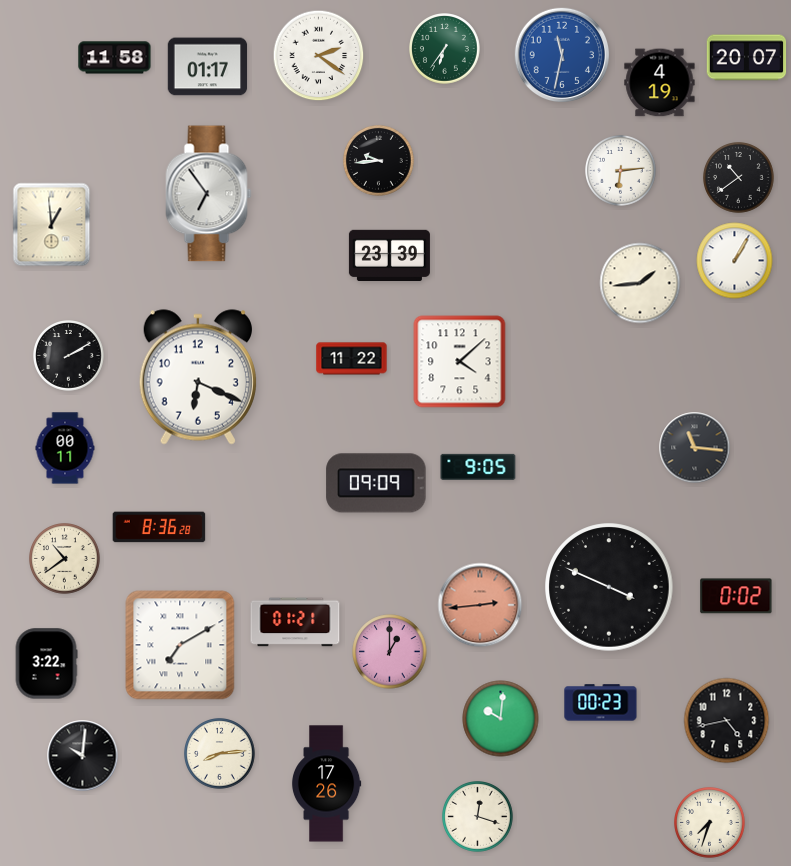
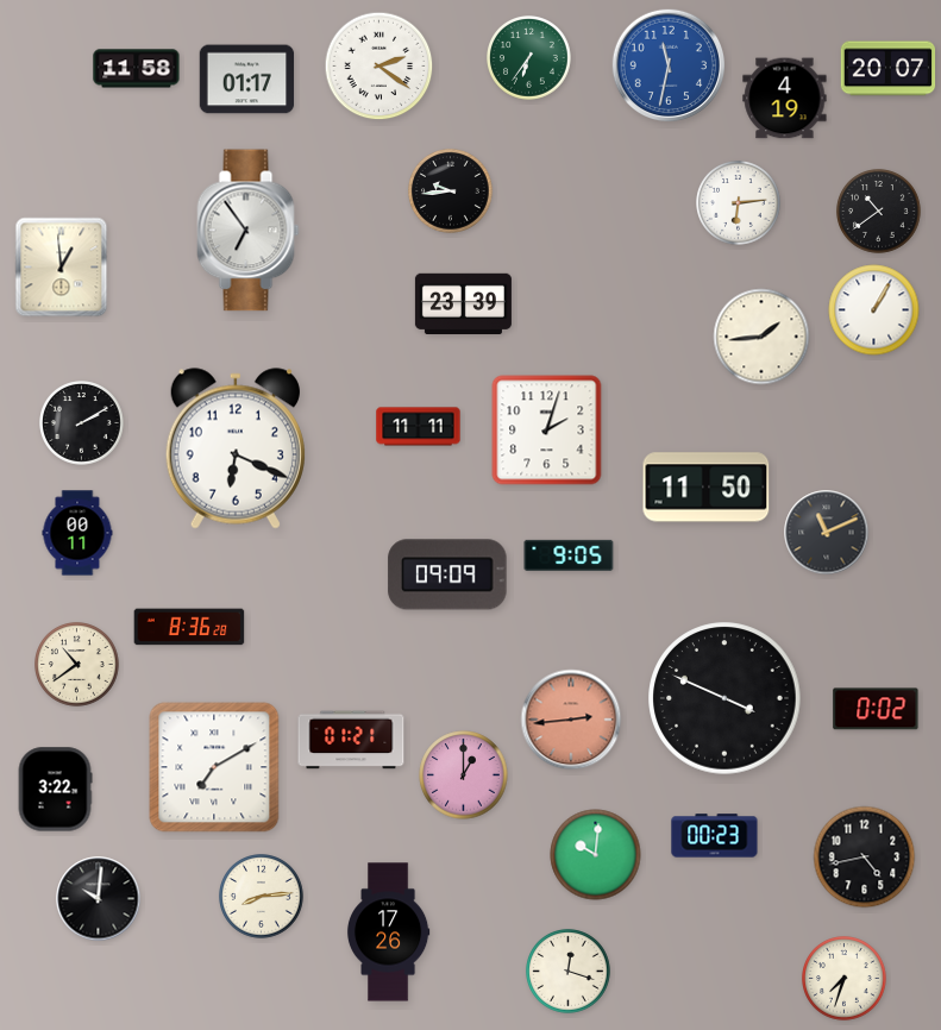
clock at (352, 359): 11:22 -> 11:11
clock at (460, 362): 4:08 -> 2:03
clock at (707, 488): none -> 11:50
clock at (695, 448): 11:16 -> 11:11
